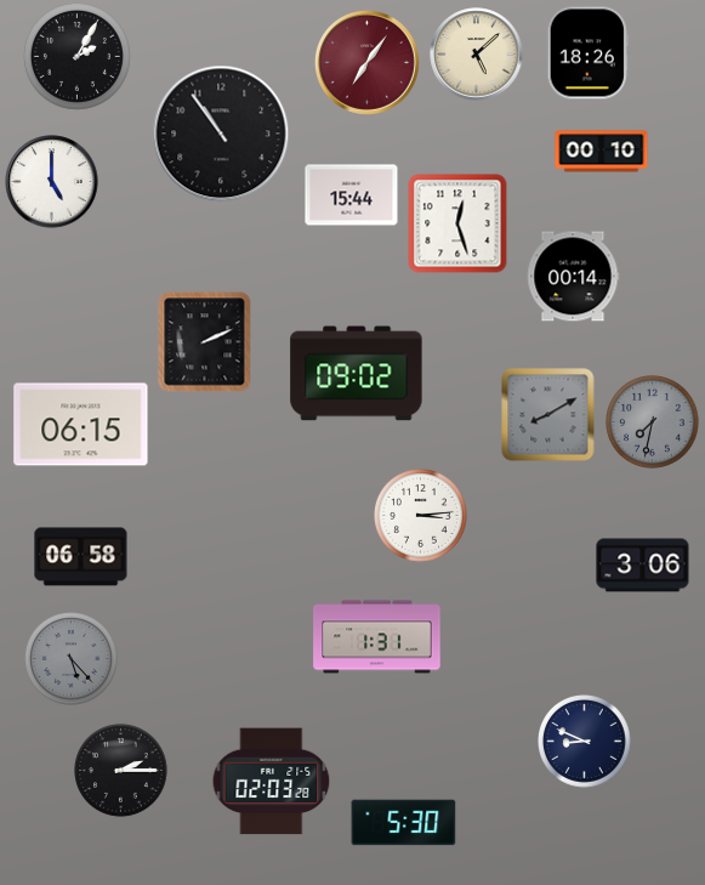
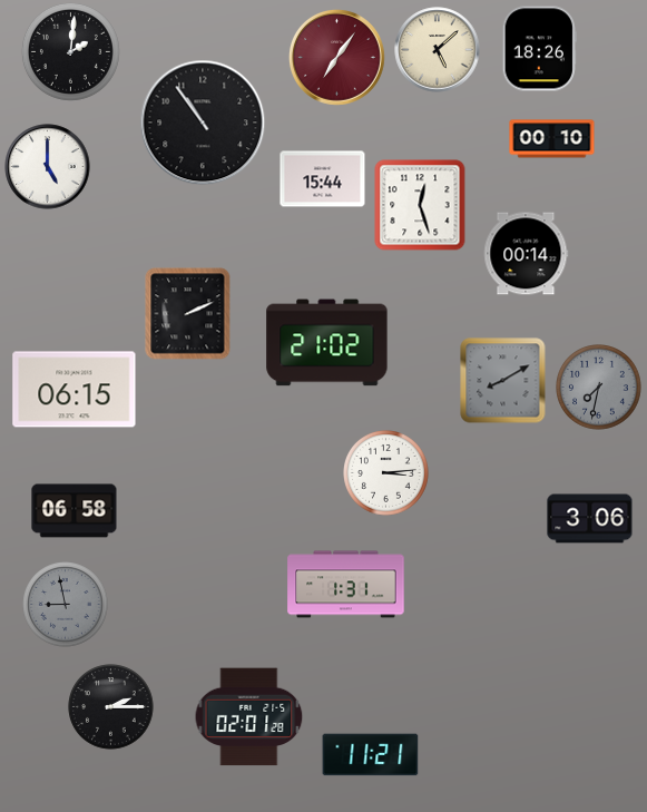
clock at (76, 56): 2:05 -> 2:01
clock at (357, 374): 09:02 -> 21:02
clock at (72, 659): 5:23 -> 8:58
clock at (585, 742): 8:49 -> none
clock at (272, 782): 02:03 -> 02:01
clock at (404, 823): 5:30 -> 11:21
